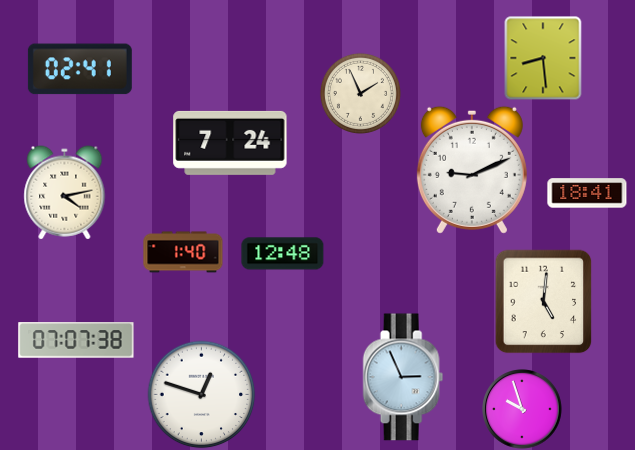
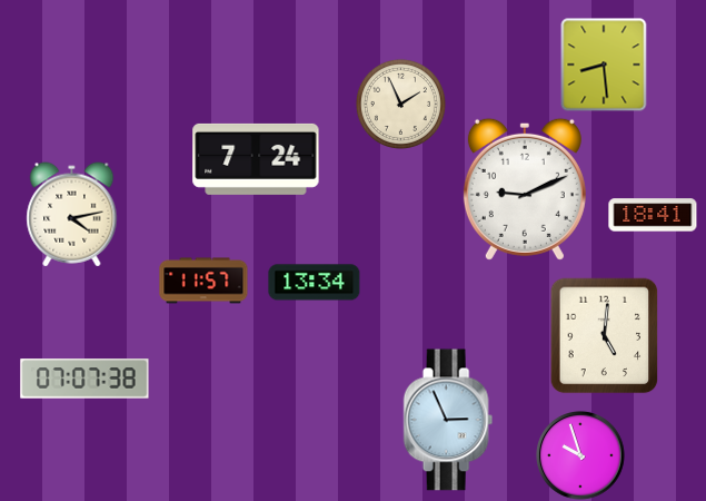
clock at (80, 69): 02:41 -> none
clock at (183, 252): 1:40 -> 11:57
clock at (283, 254): 12:48 -> 13:34
clock at (202, 395): 12:48 -> none
